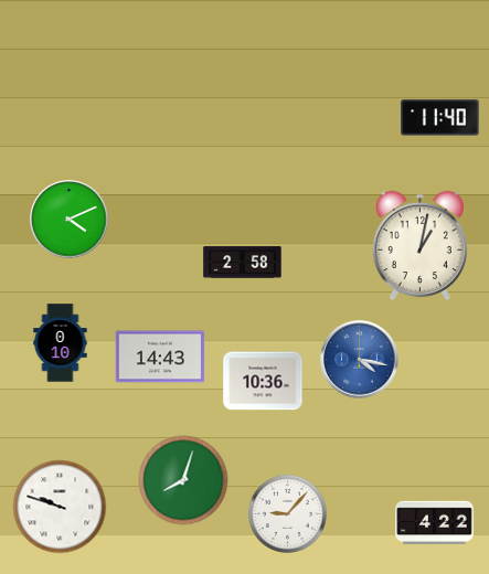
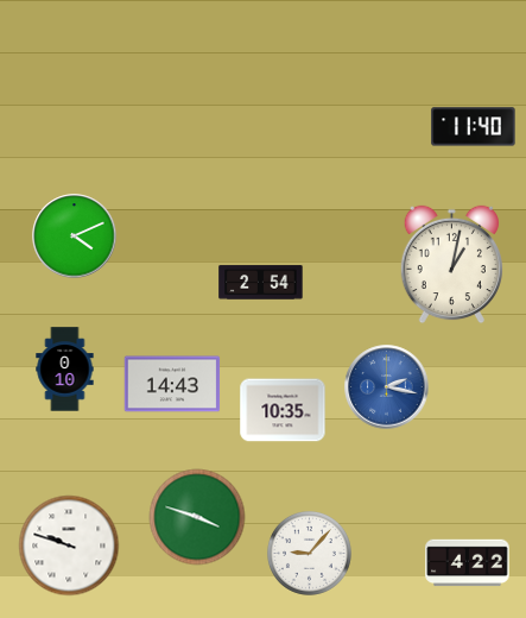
clock at (243, 263): 2:58 -> 2:54
clock at (360, 360): 4:17 -> 2:17
clock at (263, 381): 10:36 -> 10:35
clock at (183, 480): 8:03 -> 3:48
clock at (60, 507) position: (60, 507) -> (69, 546)
